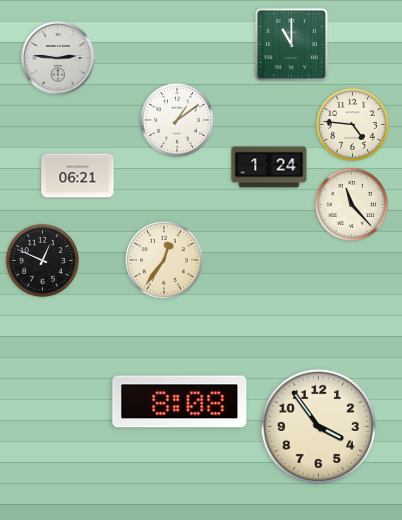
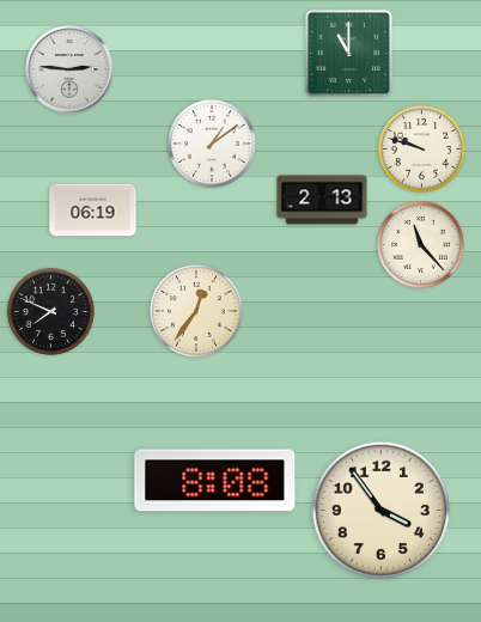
clock at (352, 124): 4:46 -> 9:48
clock at (269, 167): 1:24 -> 2:13
clock at (78, 176): 06:21 -> 06:19
clock at (42, 260): 12:49 -> 7:49
